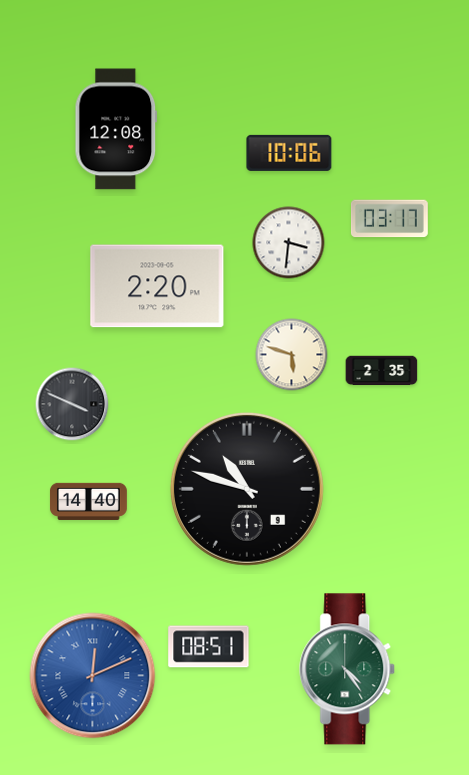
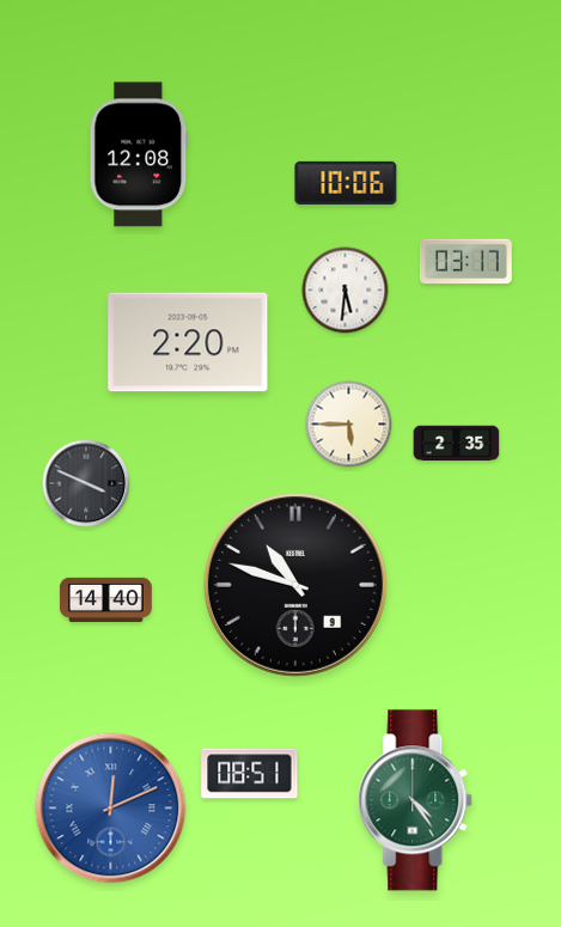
clock at (289, 243): 3:31 -> 5:31
clock at (292, 355): 5:48 -> 5:45
